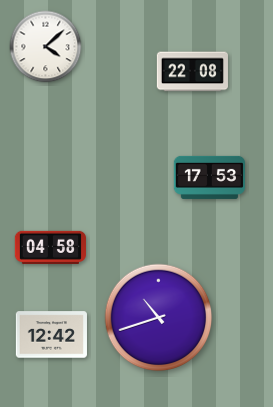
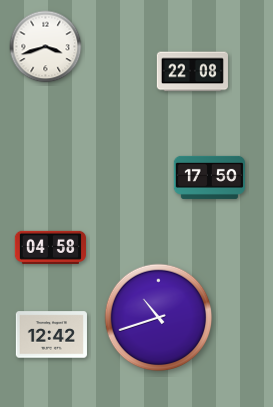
clock at (46, 47): 4:08 -> 3:42
clock at (209, 177): 17:53 -> 17:50
